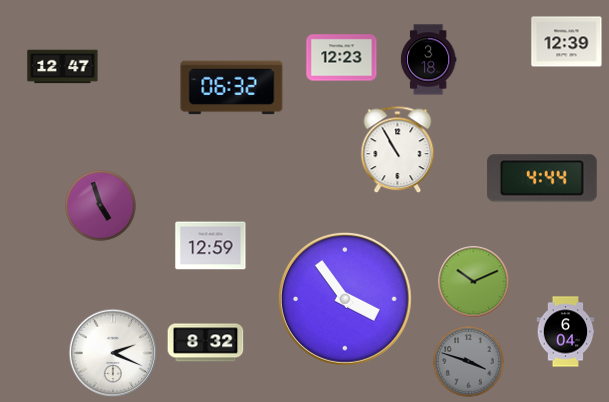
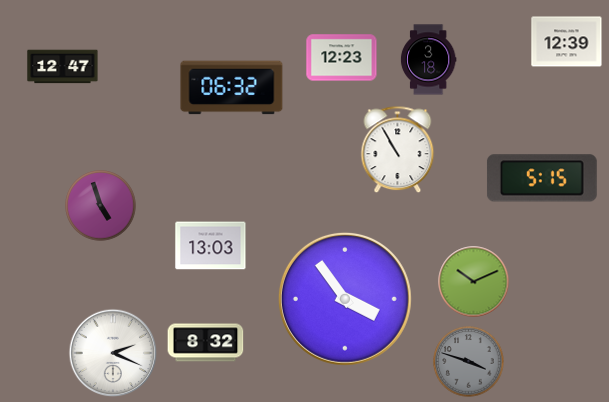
clock at (542, 178): 4:44 -> 5:15
clock at (211, 246): 12:59 -> 13:03
clock at (566, 332): 6:04 -> none
